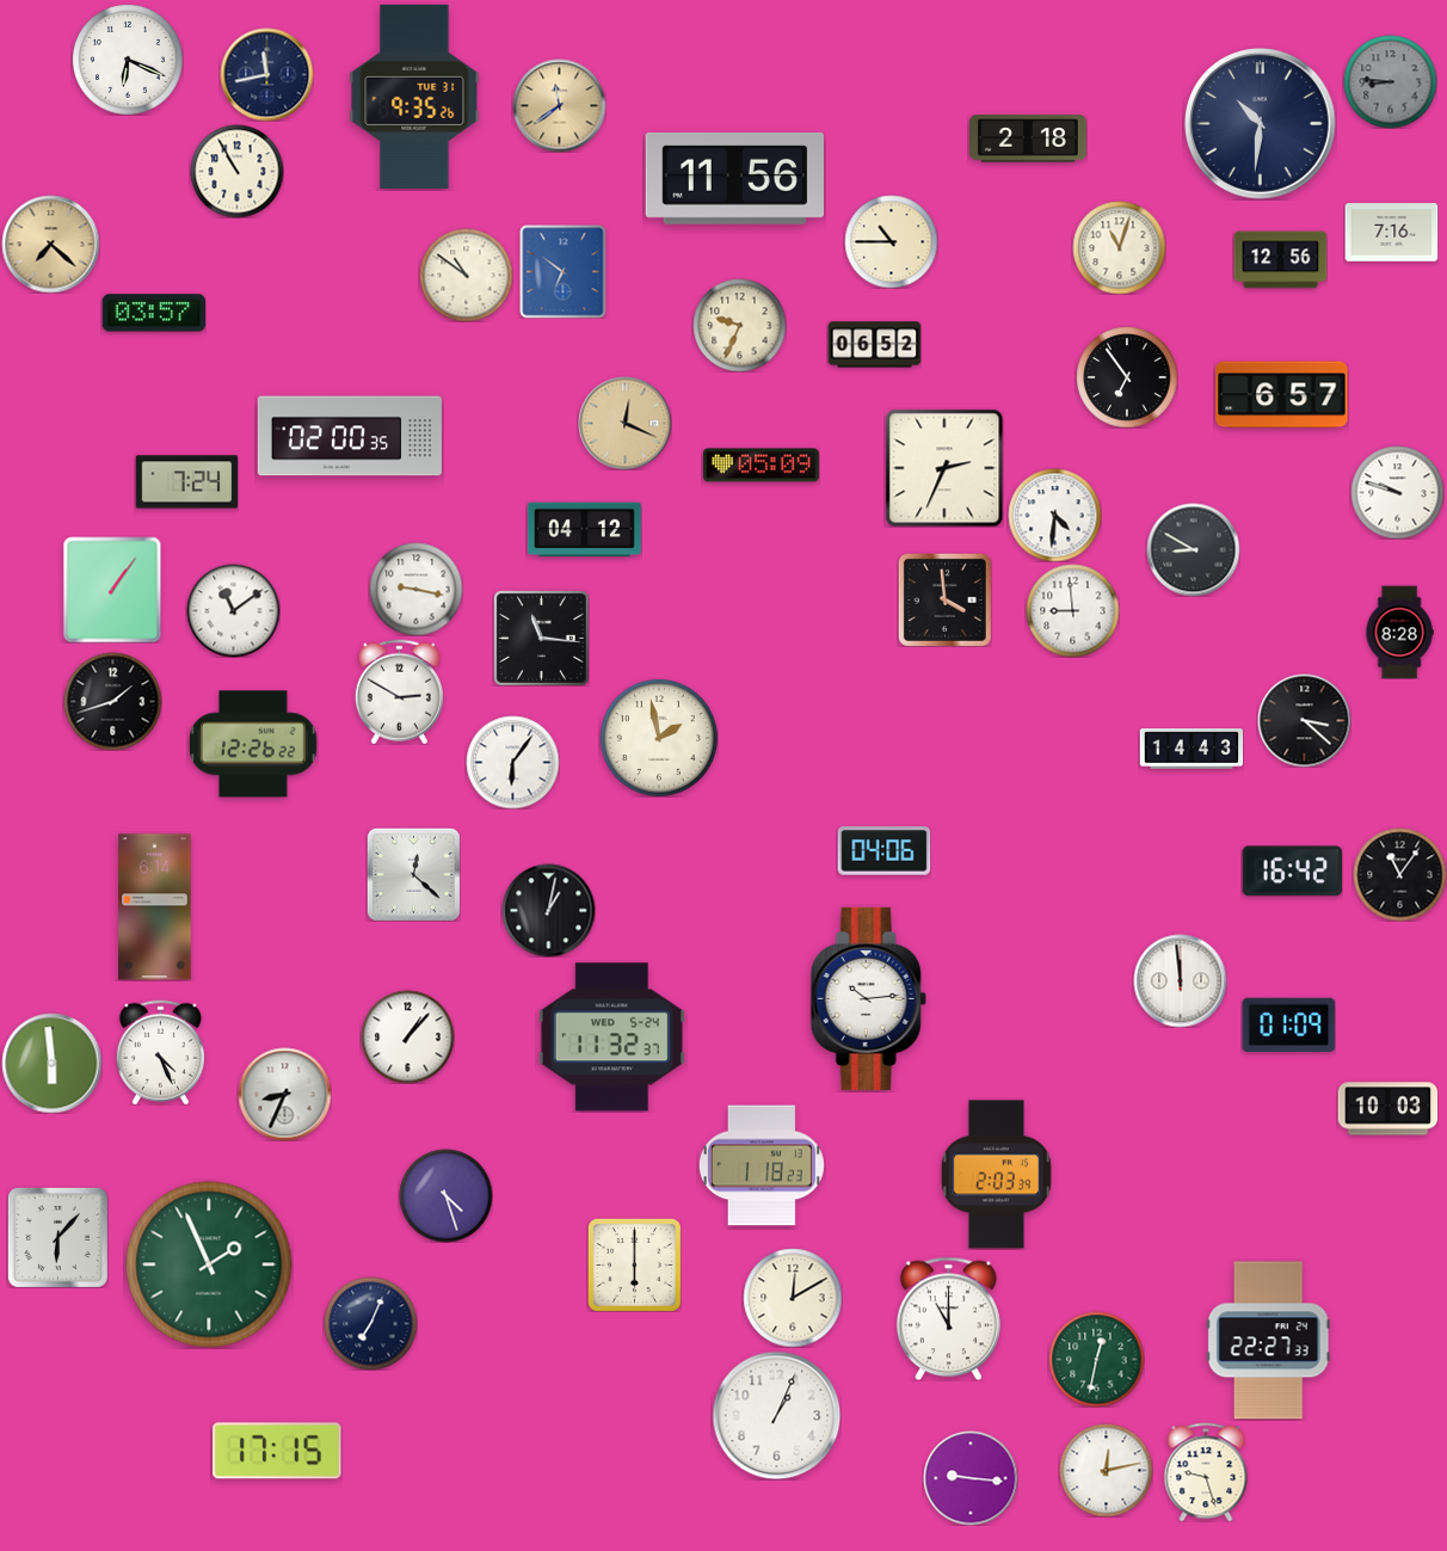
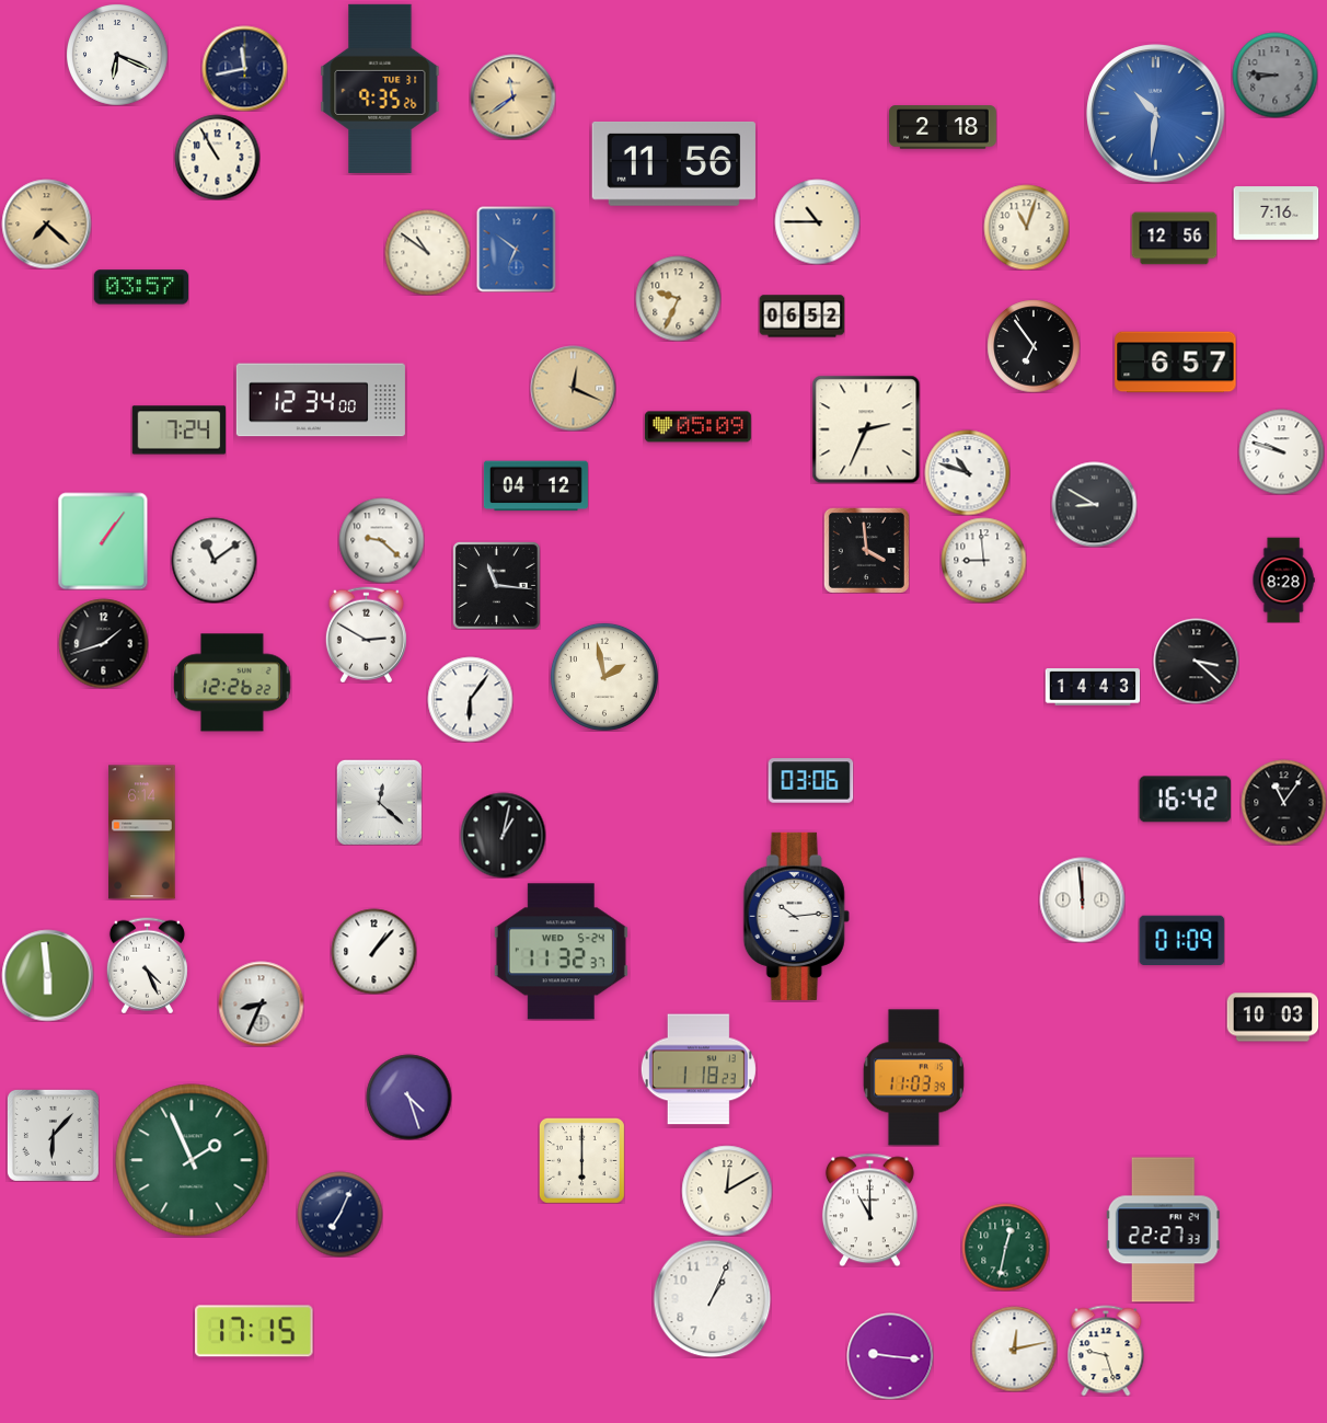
clock at (1261, 124) dial: navy -> blue
clock at (350, 436): 02:00 -> 12:34
clock at (186, 482) position: (186, 482) -> (178, 431)
clock at (1054, 515): 4:31 -> 10:48
clock at (415, 589): 9:17 -> 9:22
clock at (883, 851): 04:06 -> 03:06
clock at (996, 1175): 2:03 -> 11:03
